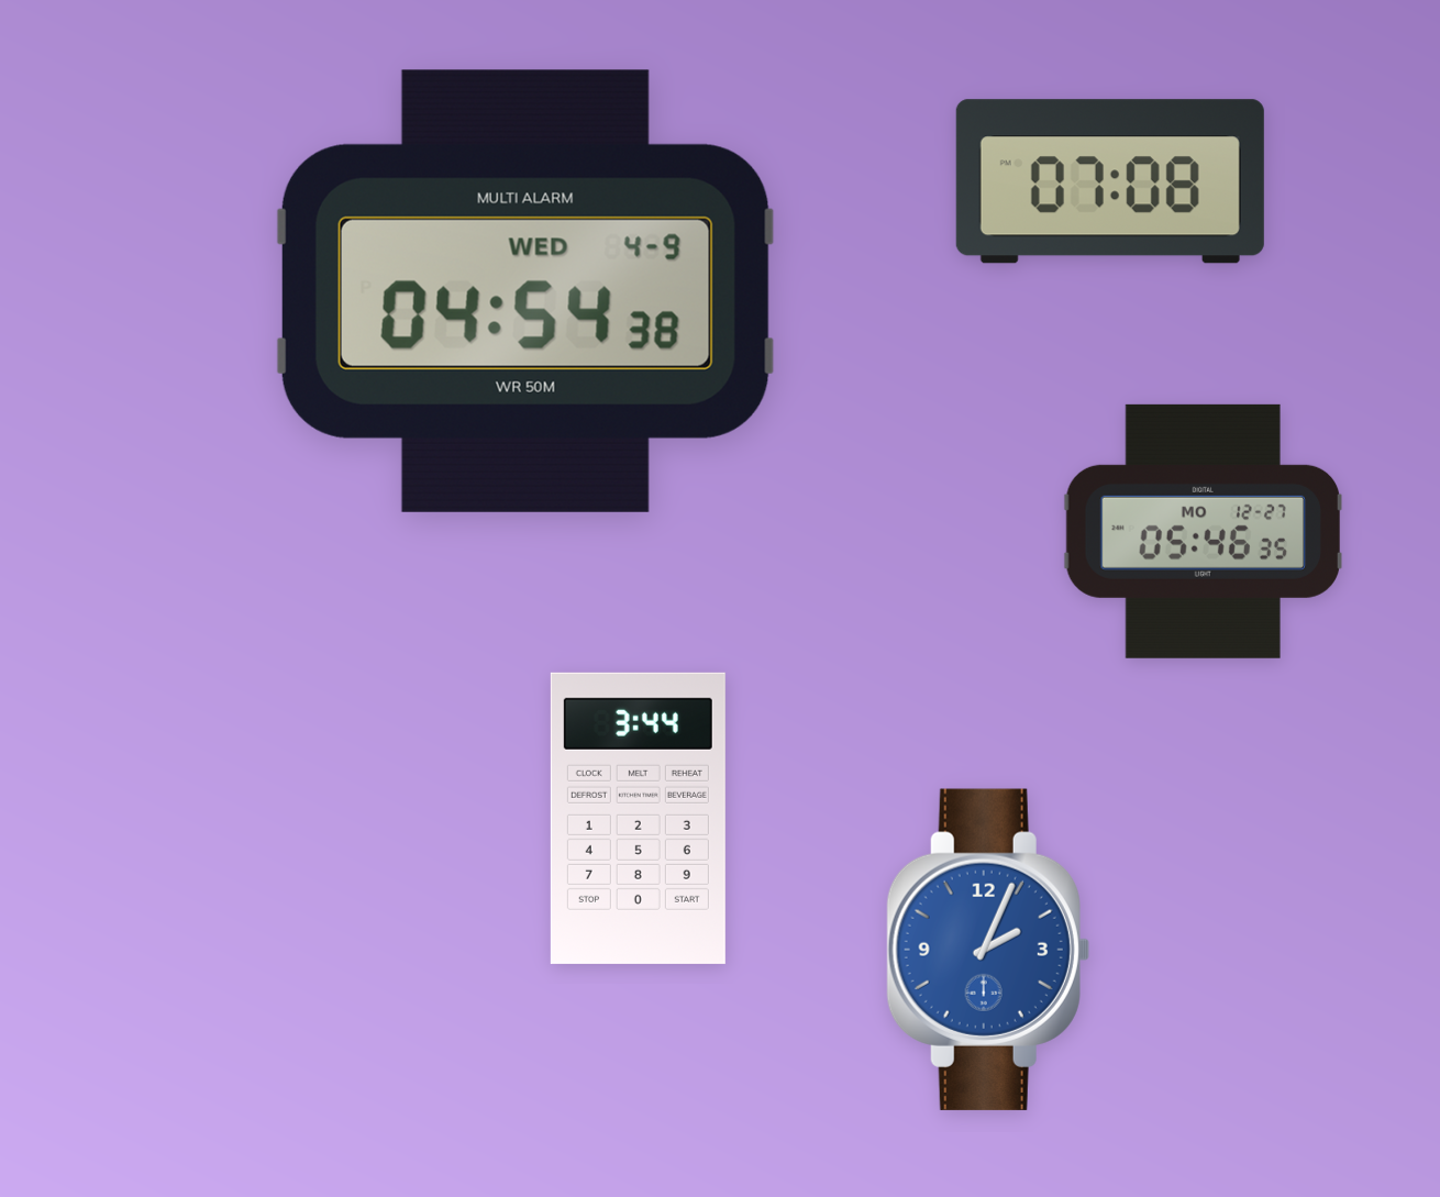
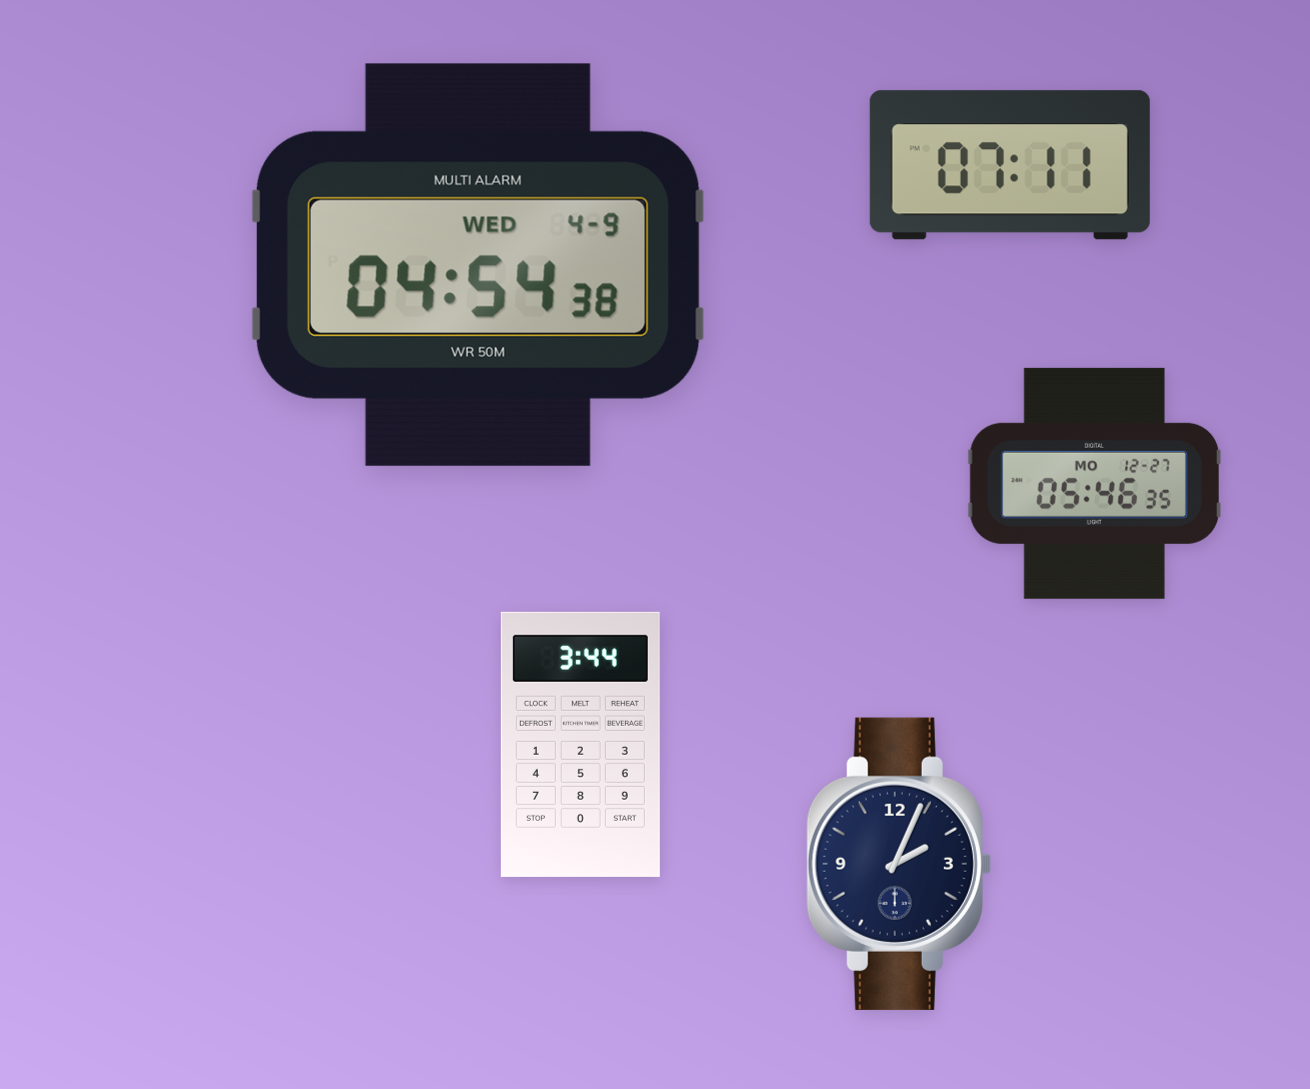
clock at (1110, 181): 07:08 -> 07:11
clock at (988, 950) dial: blue -> navy
